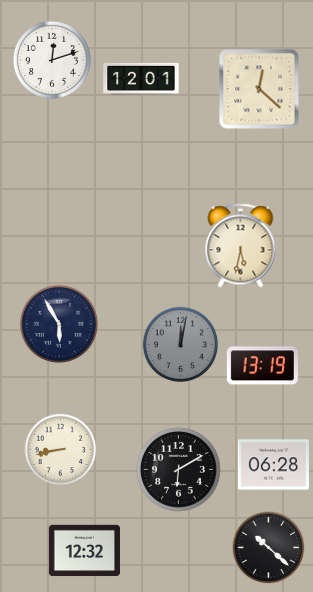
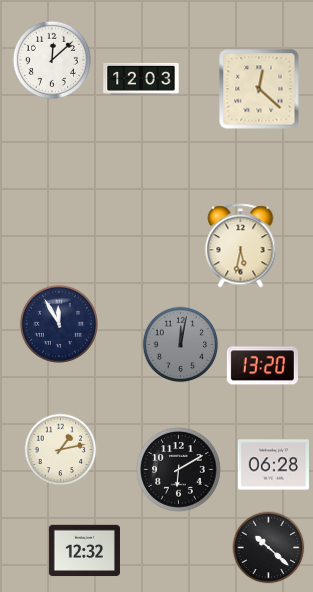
clock at (52, 60): 12:12 -> 12:08
clock at (141, 79): 12:01 -> 12:03
clock at (59, 324): 5:55 -> 11:55
clock at (262, 366): 13:19 -> 13:20
clock at (61, 450): 8:43 -> 1:13
